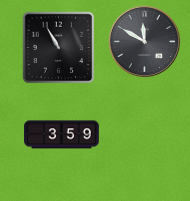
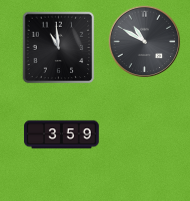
clock at (145, 42): 11:50 -> 10:50
clock at (59, 48): 10:55 -> 10:59
